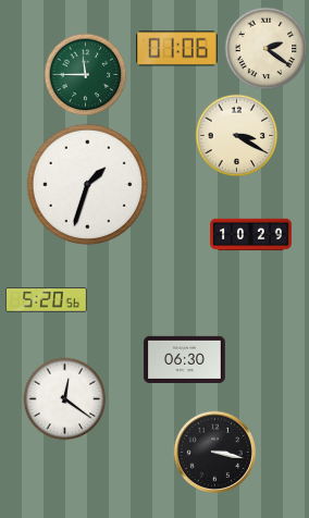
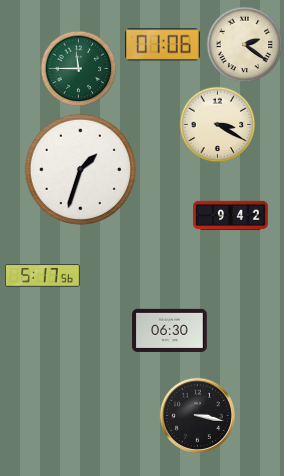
clock at (251, 235): 10:29 -> 9:42
clock at (47, 300): 5:20 -> 5:17
clock at (65, 399): 12:21 -> none
